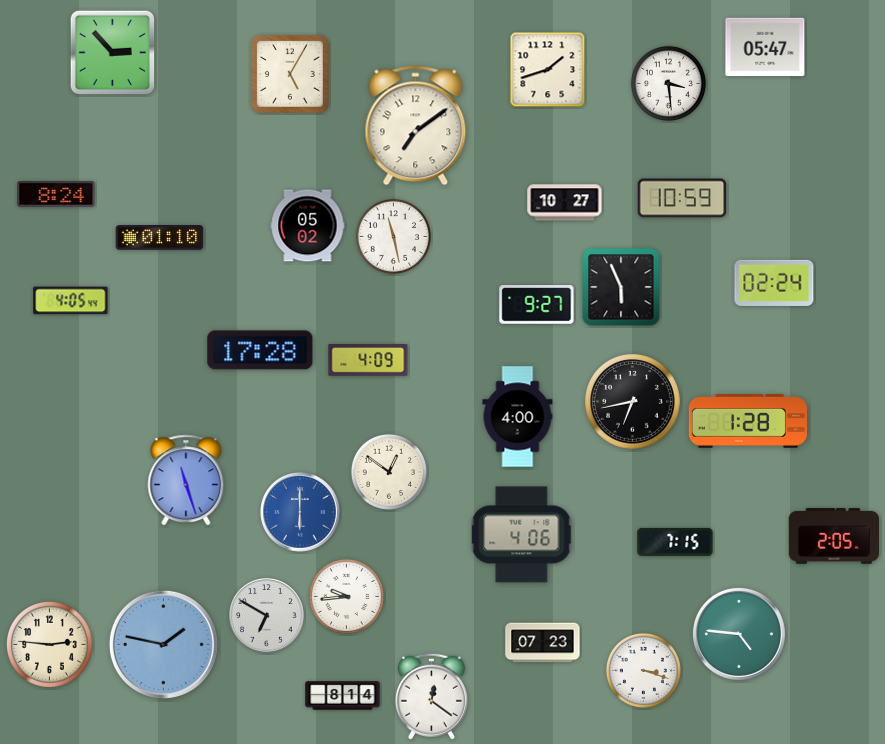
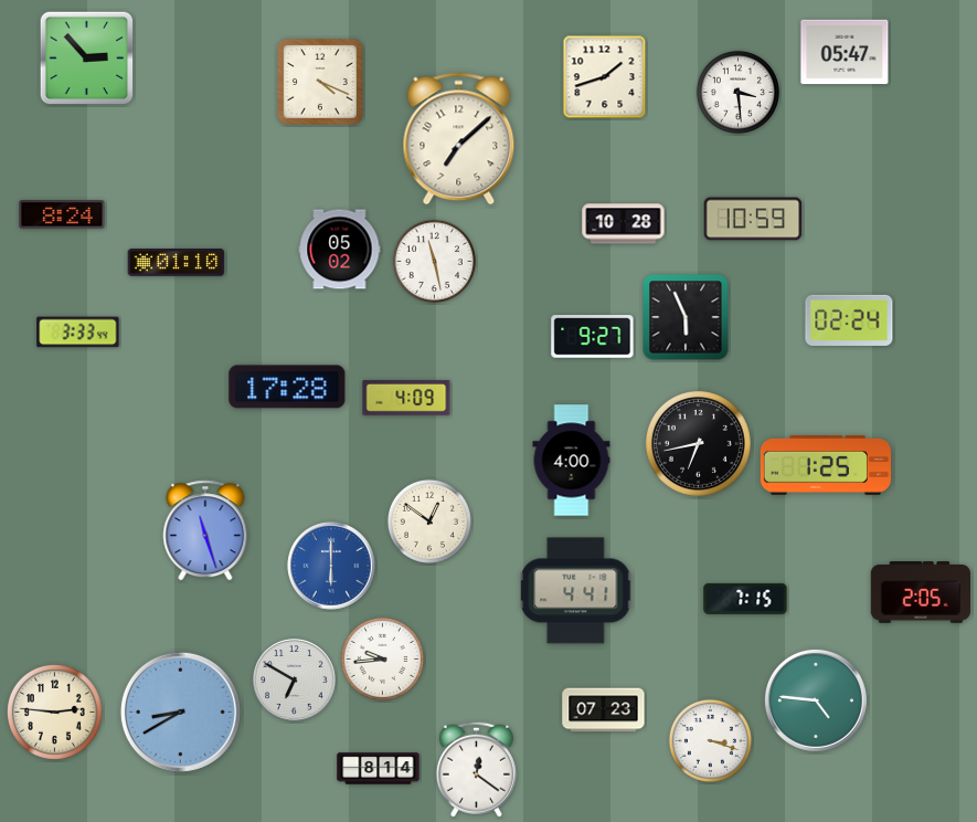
clock at (113, 53) position: (113, 53) -> (87, 59)
clock at (290, 74): 5:05 -> 4:19
clock at (416, 126): 7:09 -> 7:08
clock at (565, 203): 10:27 -> 10:28
clock at (774, 283) position: (774, 283) -> (849, 320)
clock at (71, 301): 4:05 -> 3:33
clock at (748, 422): 1:28 -> 1:25
clock at (522, 535): 4:06 -> 4:41
clock at (543, 643) position: (543, 643) -> (604, 710)
clock at (163, 644): 1:47 -> 8:40
